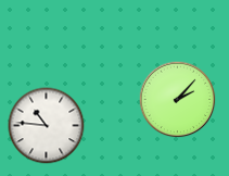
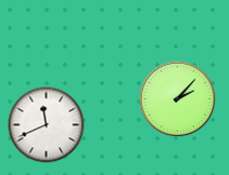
clock at (47, 126): 10:46 -> 11:41
